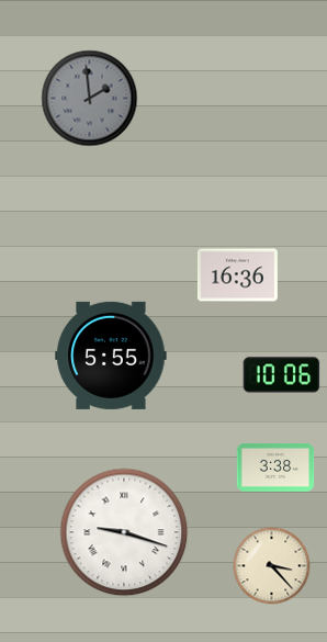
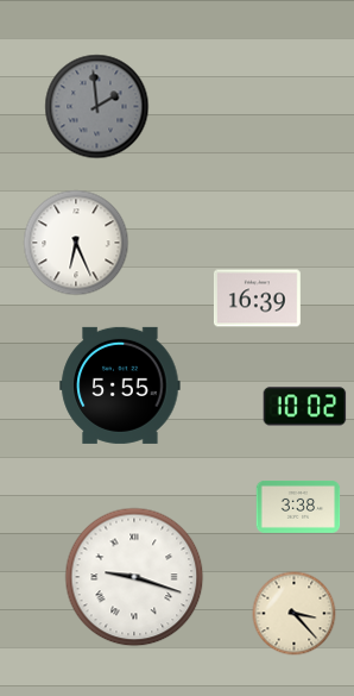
clock at (76, 243): none -> 6:26
clock at (237, 275): 16:36 -> 16:39
clock at (282, 375): 10:06 -> 10:02
